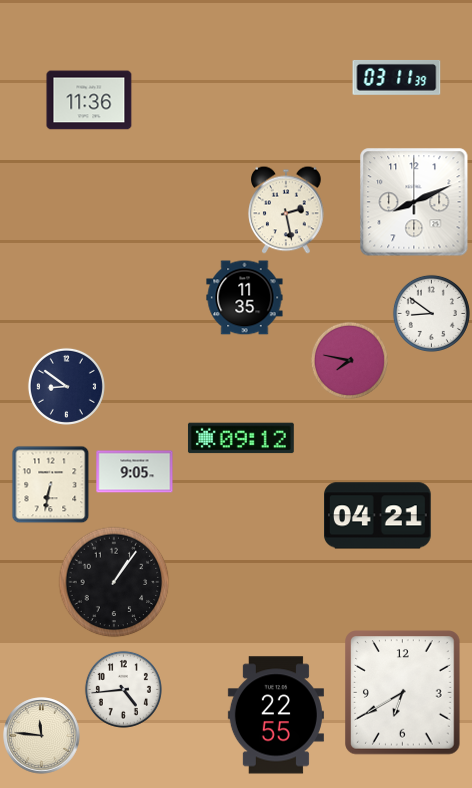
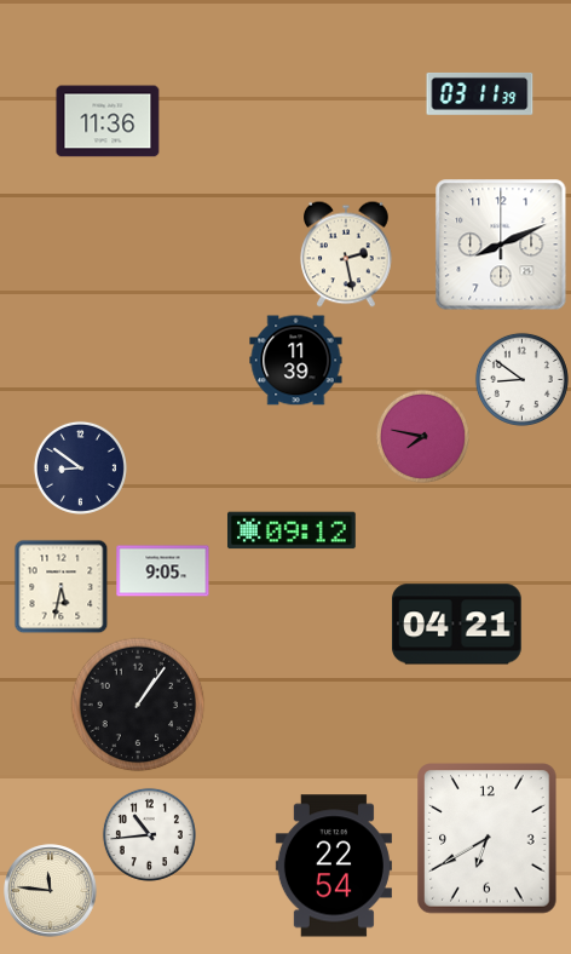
clock at (245, 298): 11:35 -> 11:39
clock at (50, 484): 6:32 -> 5:32
clock at (123, 689): 4:44 -> 10:44
clock at (276, 715): 22:55 -> 22:54
